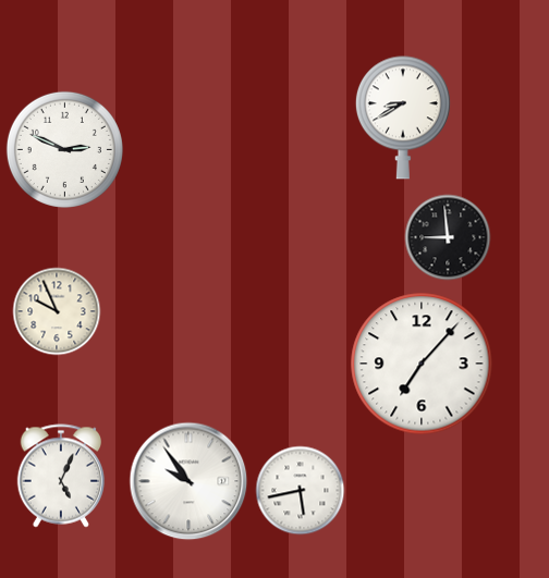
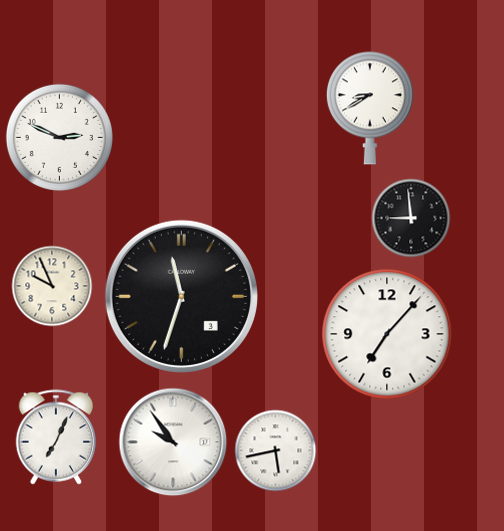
clock at (181, 296): none -> 11:33
clock at (61, 476): 5:04 -> 7:04
